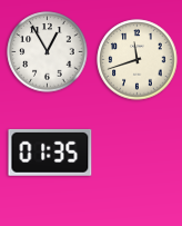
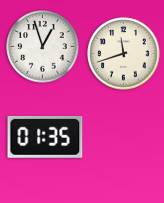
clock at (48, 52): 12:55 -> 12:57
